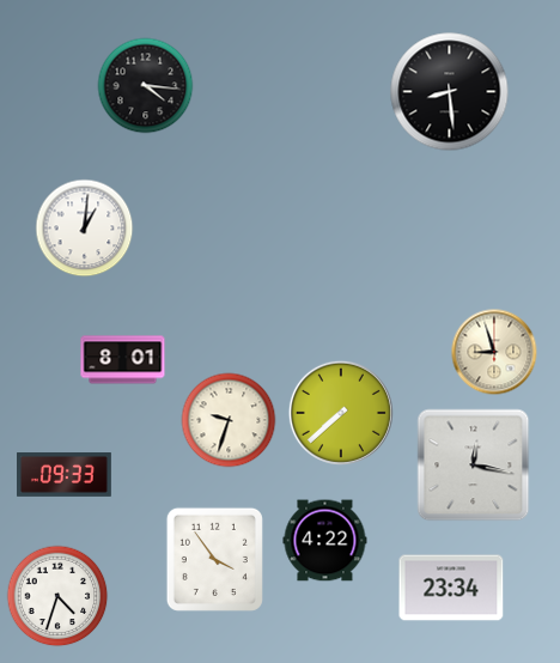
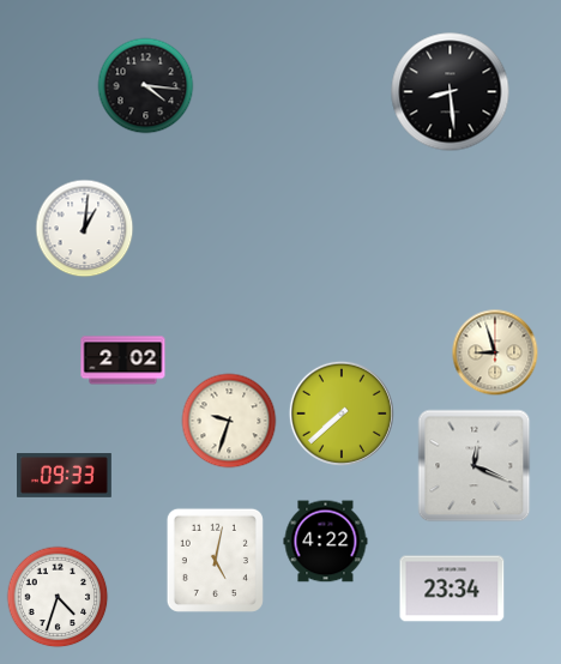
clock at (123, 360): 8:01 -> 2:02
clock at (474, 466): 12:17 -> 12:19
clock at (214, 559): 3:54 -> 5:02
